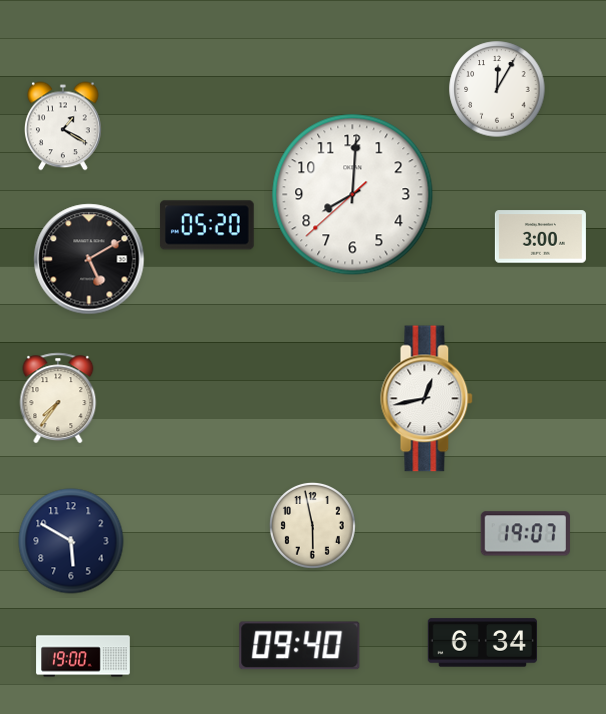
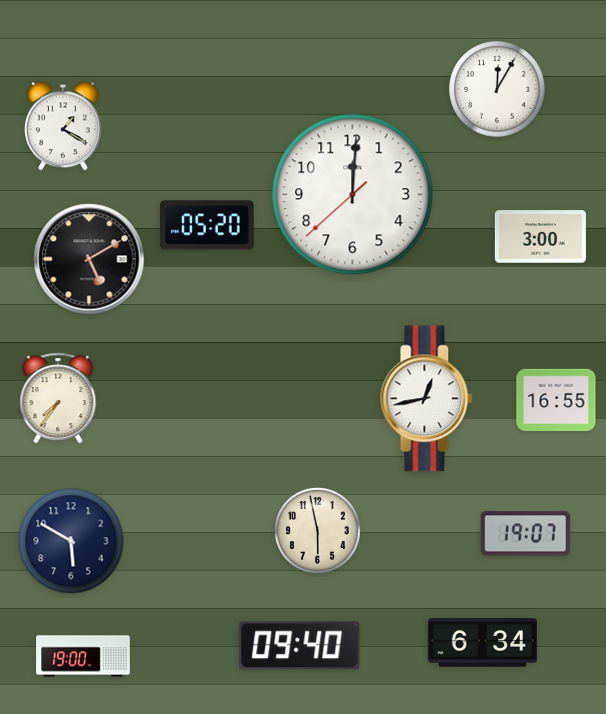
clock at (353, 195): 8:00 -> 12:00
clock at (556, 400): none -> 16:55
clock at (312, 525) position: (312, 525) -> (317, 530)
